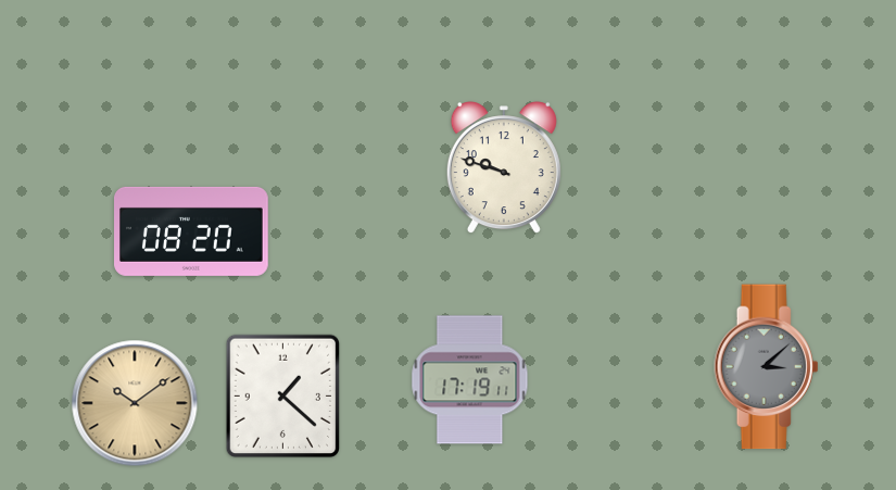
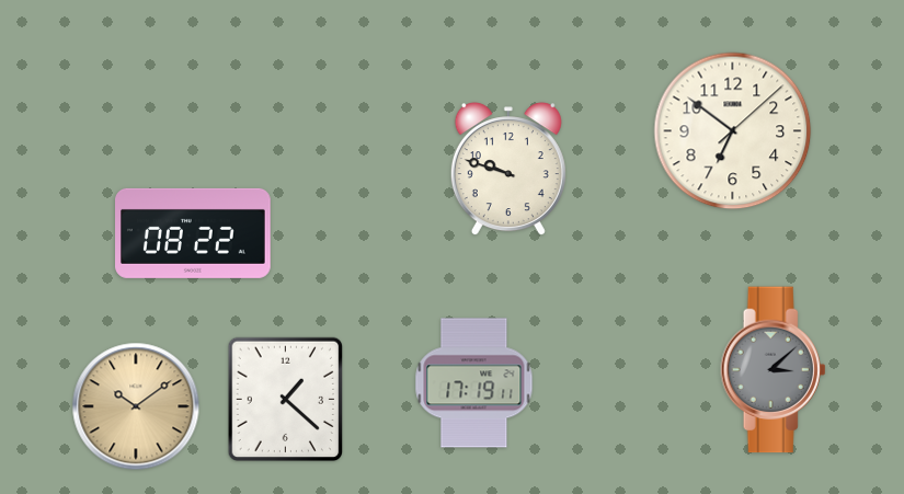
clock at (733, 131): none -> 6:51
clock at (192, 231): 08:20 -> 08:22
